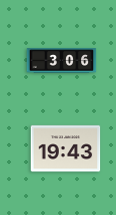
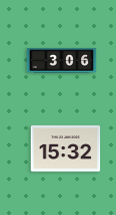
clock at (66, 149): 19:43 -> 15:32
